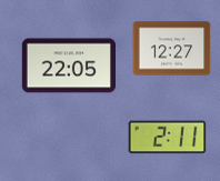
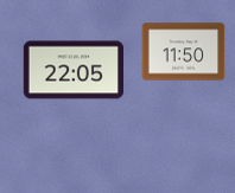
clock at (172, 49): 12:27 -> 11:50
clock at (168, 138): 2:11 -> none
